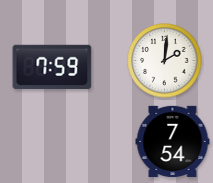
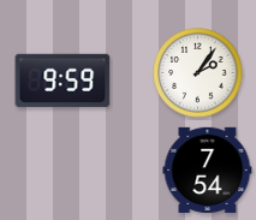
clock at (165, 61): 2:01 -> 2:06
clock at (52, 67): 7:59 -> 9:59
